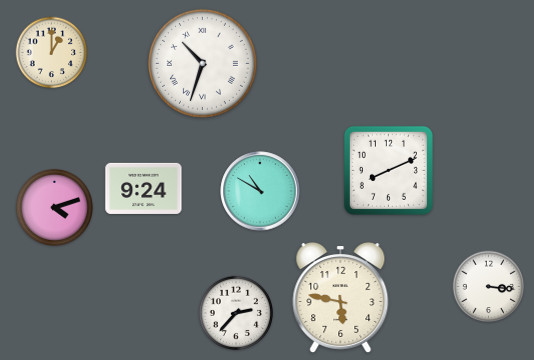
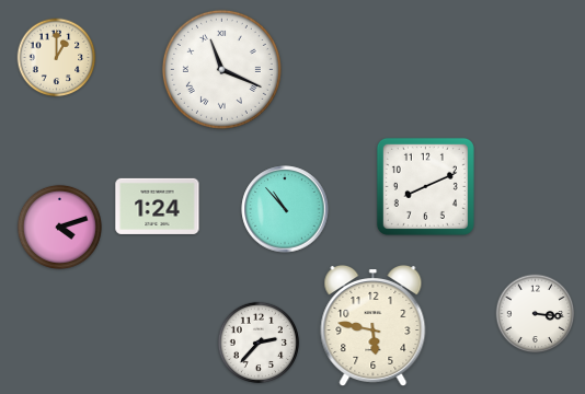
clock at (202, 63): 10:33 -> 11:19
clock at (144, 188): 9:24 -> 1:24
clock at (260, 191): 10:50 -> 10:53
